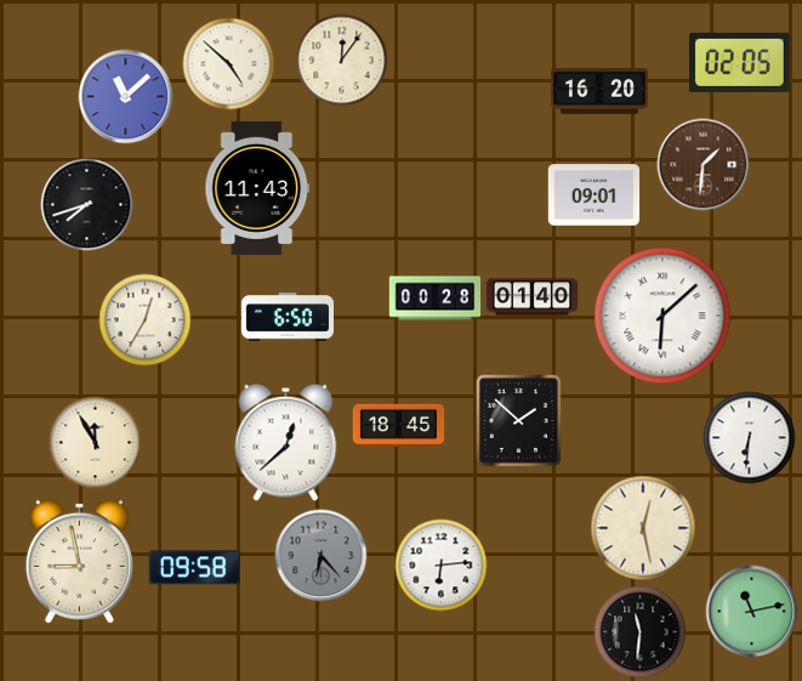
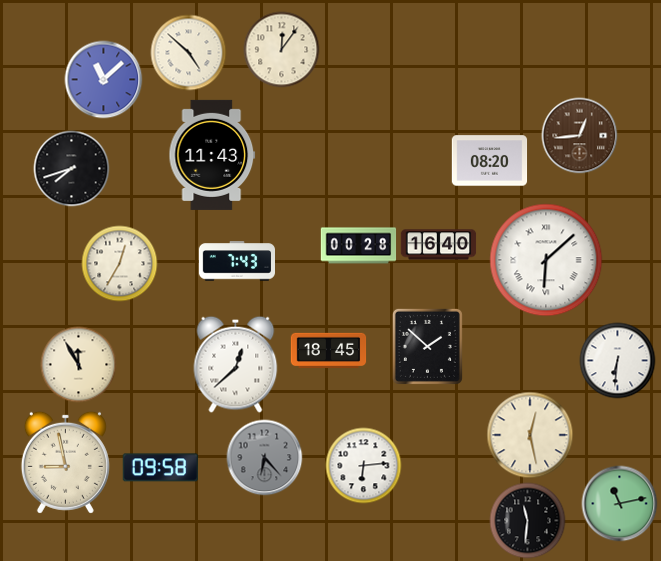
clock at (740, 62): 02:05 -> none
clock at (599, 92): 16:20 -> none
clock at (704, 165): 1:31 -> 12:44
clock at (595, 195): 09:01 -> 08:20
clock at (533, 297): 01:40 -> 16:40
clock at (286, 317): 6:50 -> 7:43
